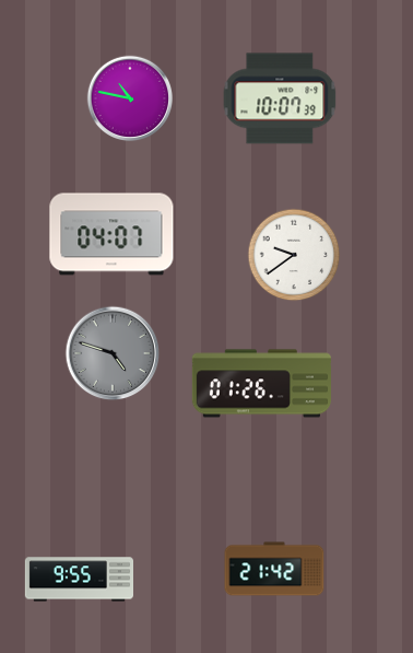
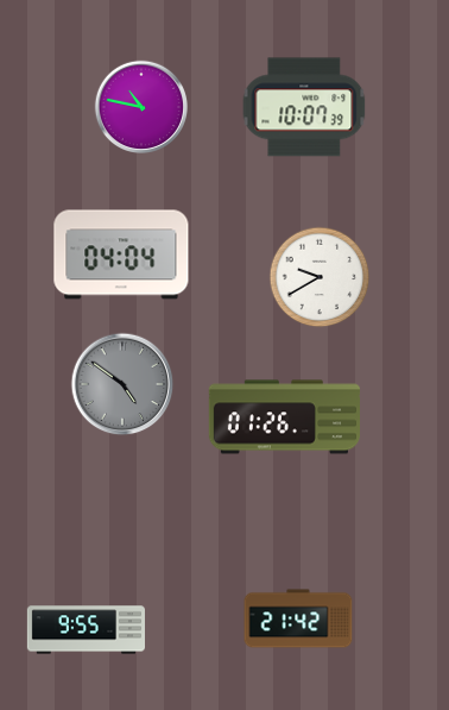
clock at (111, 234): 04:07 -> 04:04
clock at (294, 255): 9:39 -> 9:40
clock at (113, 353): 4:48 -> 4:51
